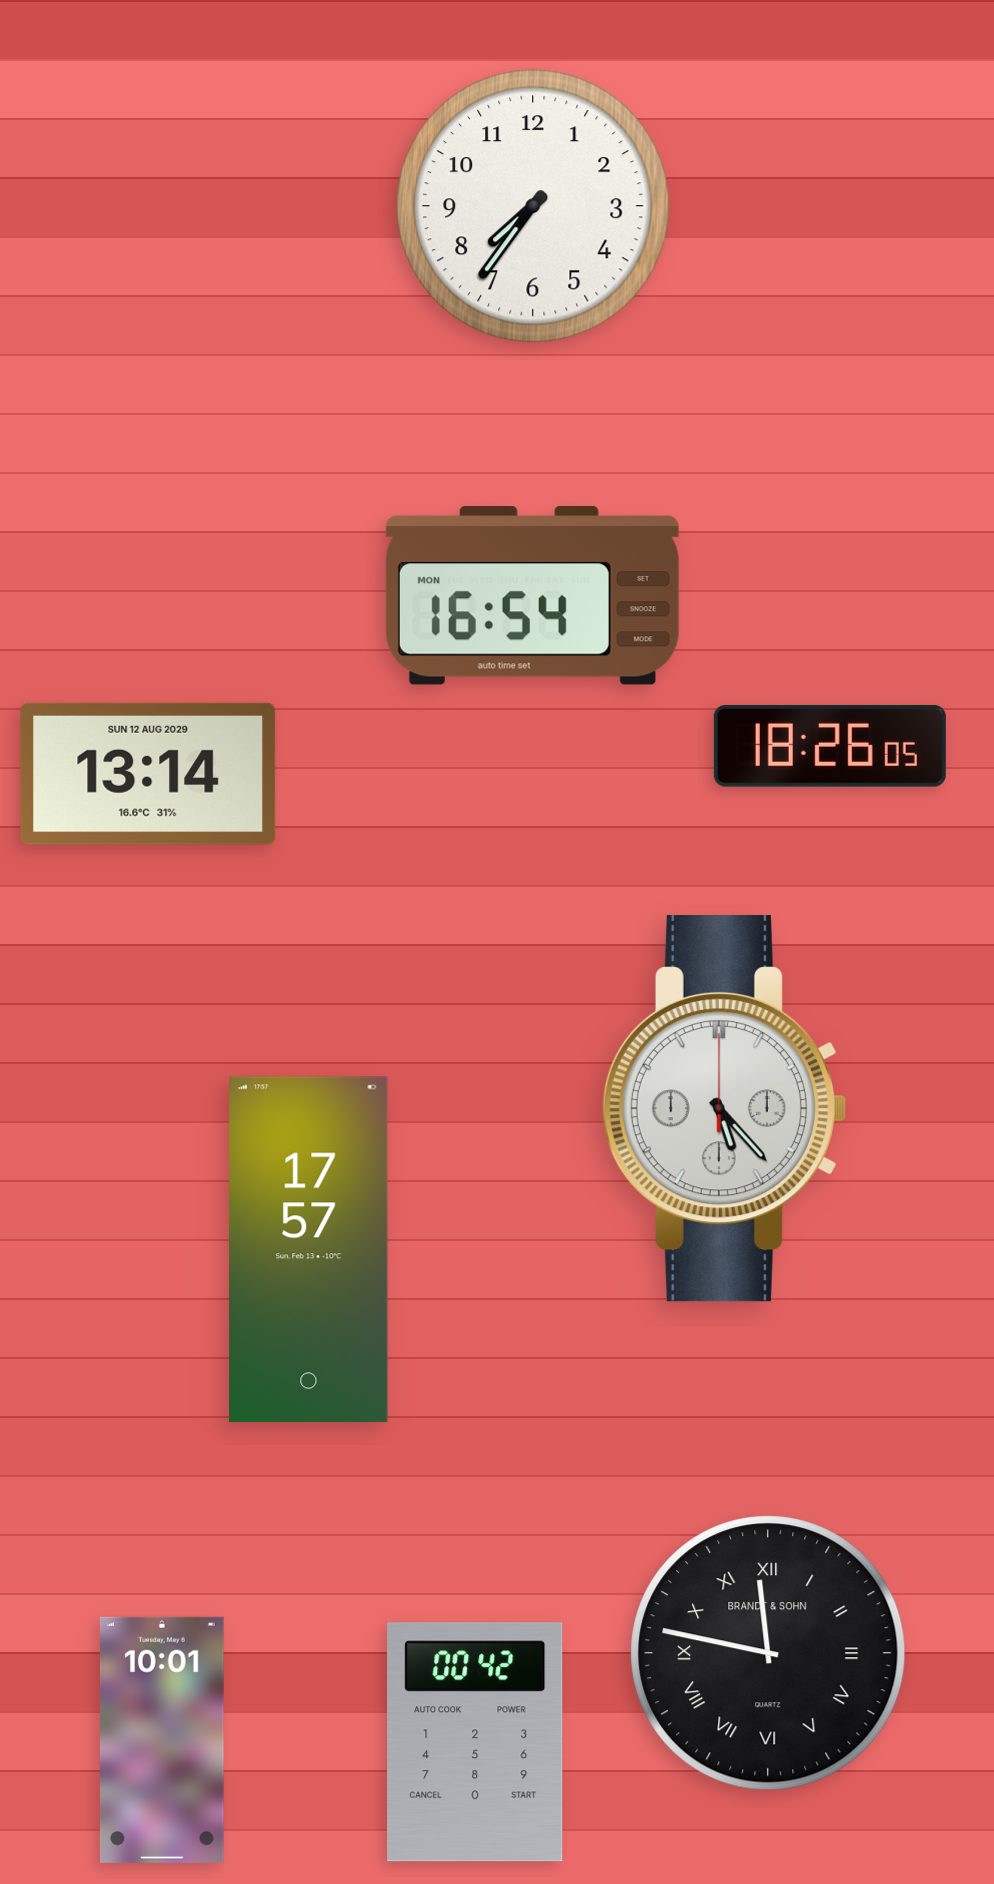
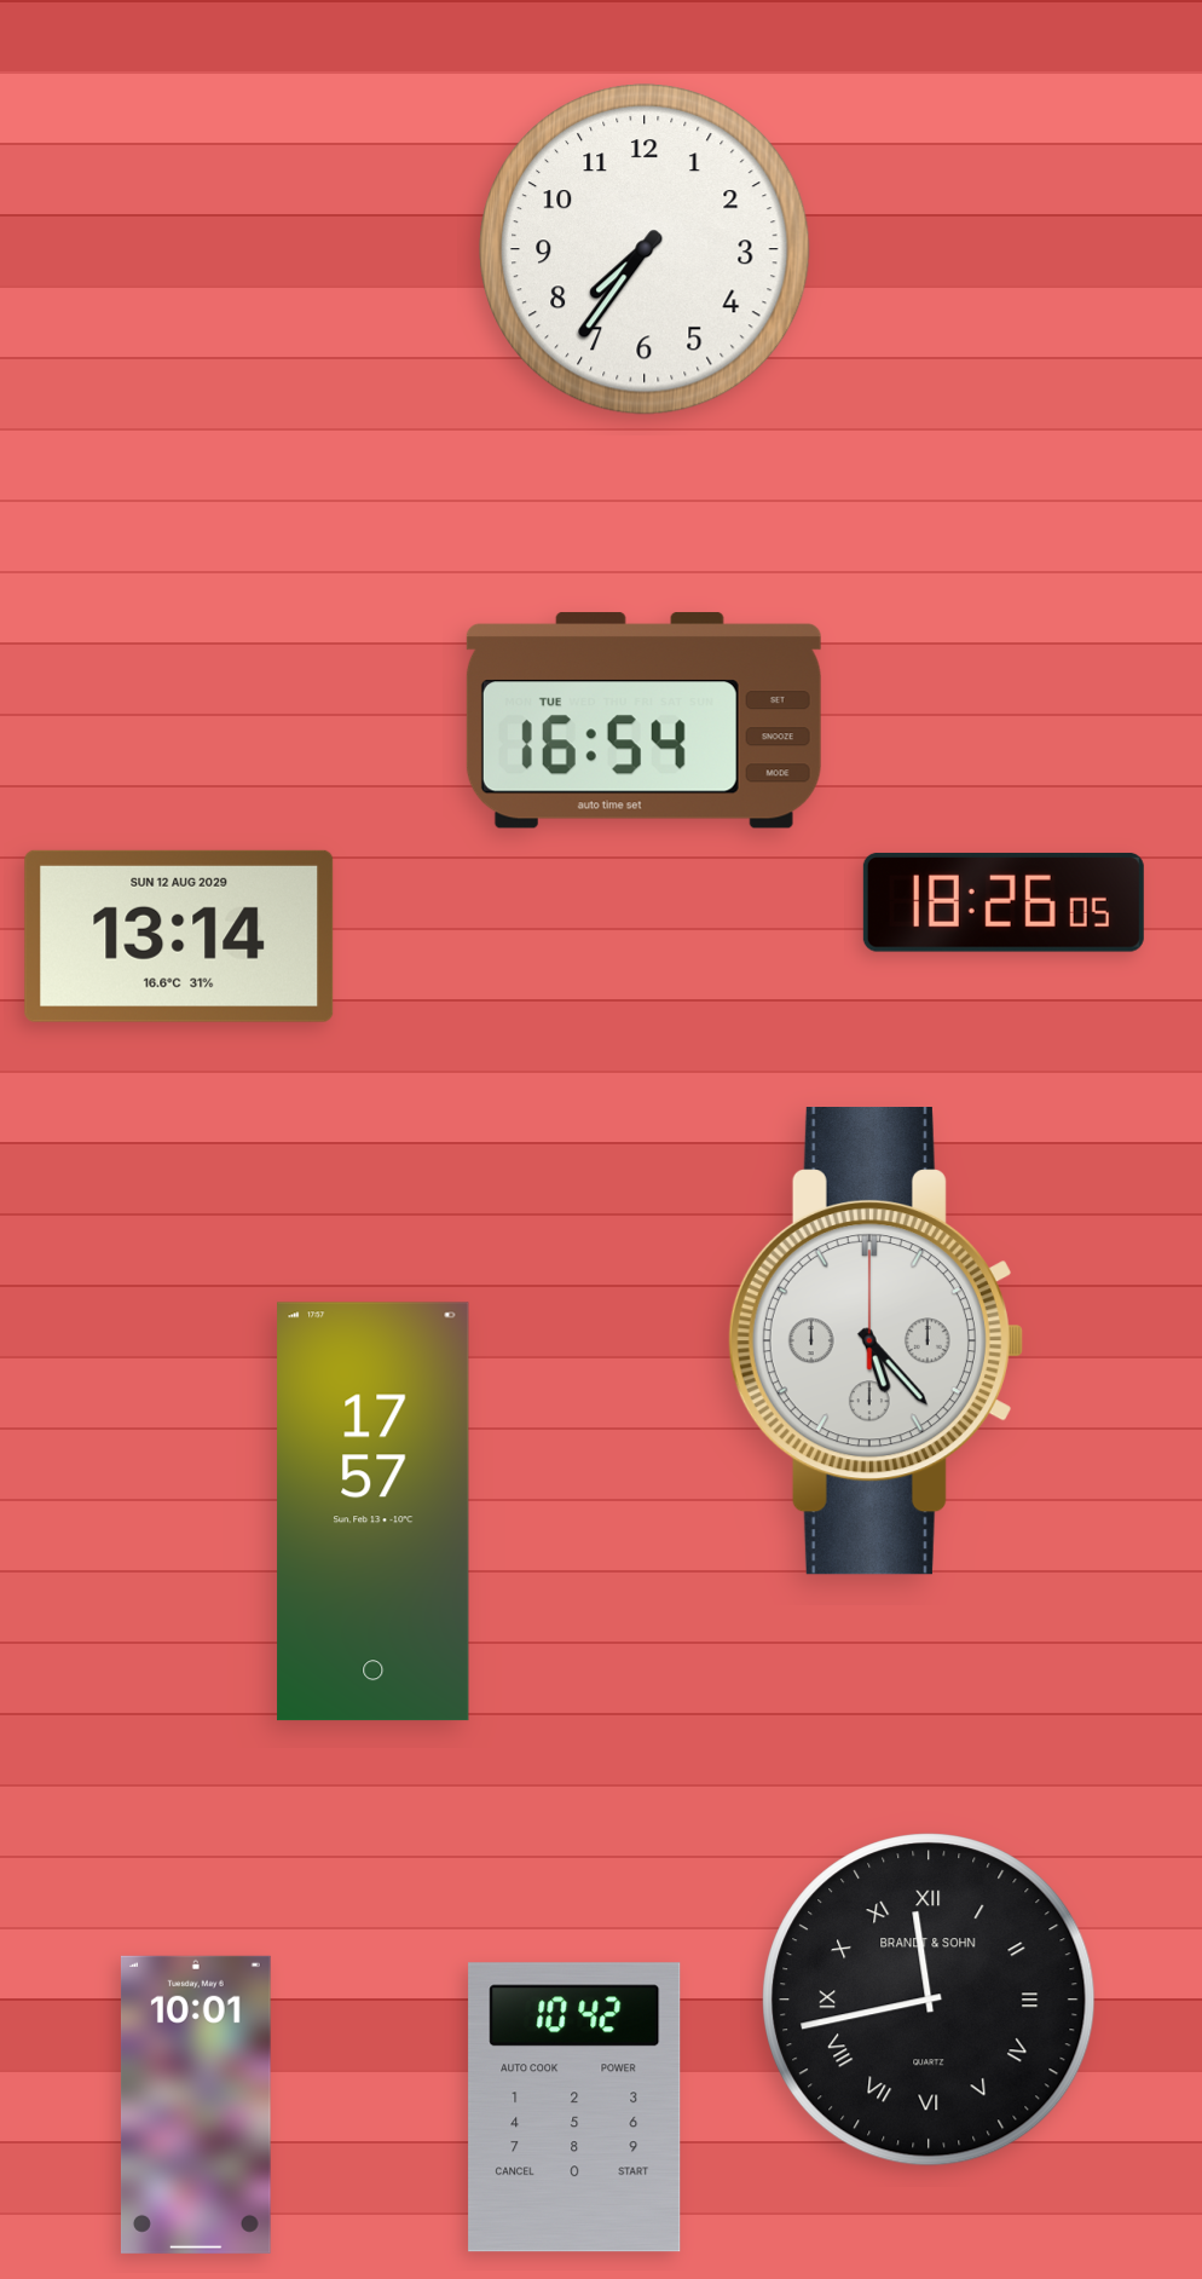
clock at (532, 596) date: MON -> TUE
clock at (768, 1653): 11:47 -> 11:43
clock at (475, 1742): 00:42 -> 10:42
